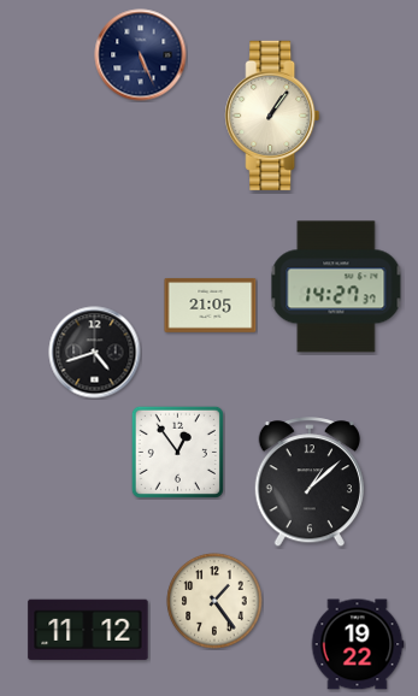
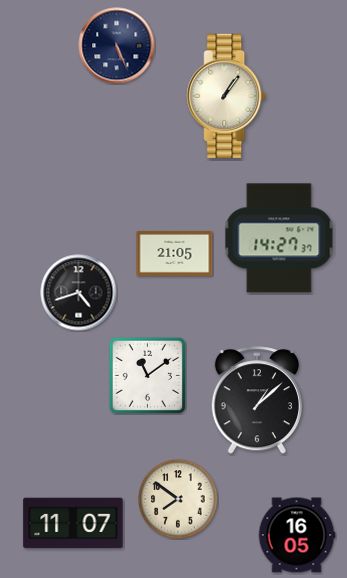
clock at (177, 452): 12:54 -> 11:09
clock at (214, 601): 1:24 -> 7:51
clock at (88, 630): 11:12 -> 11:07
clock at (358, 644): 19:22 -> 16:05
